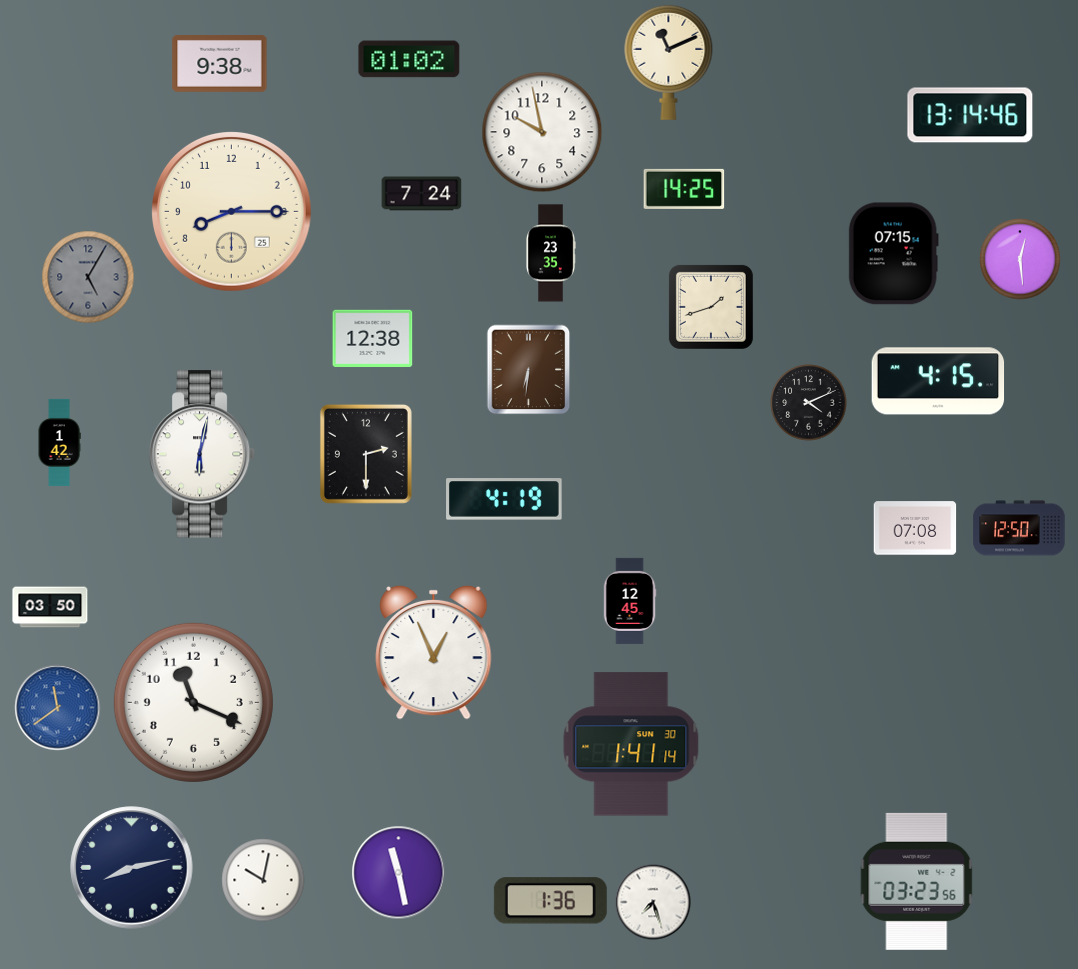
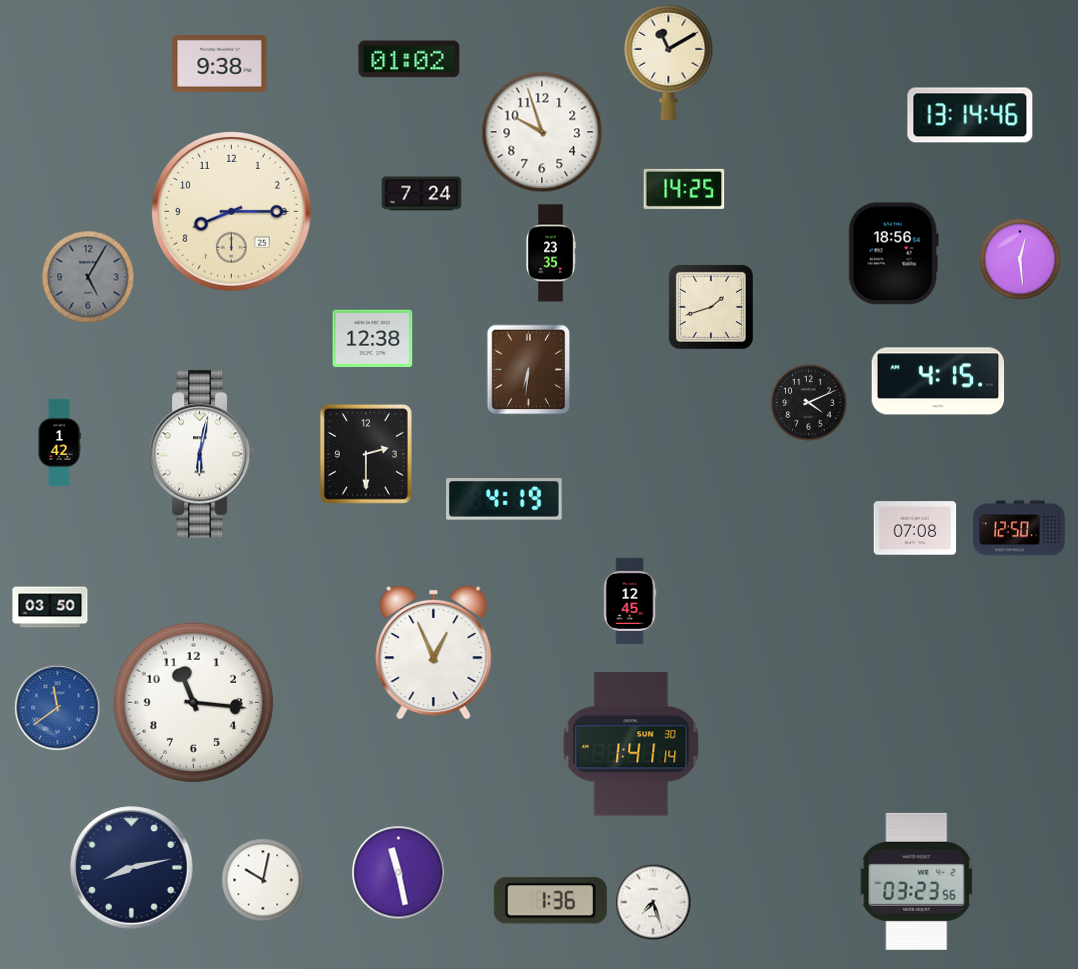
clock at (669, 62): 11:11 -> 11:10
clock at (542, 132): 9:58 -> 9:57
clock at (893, 254): 07:15 -> 18:56
clock at (193, 702): 11:19 -> 11:16
